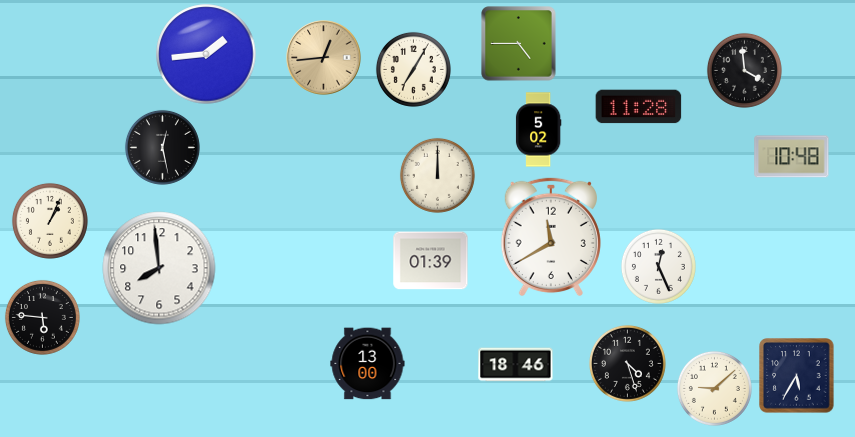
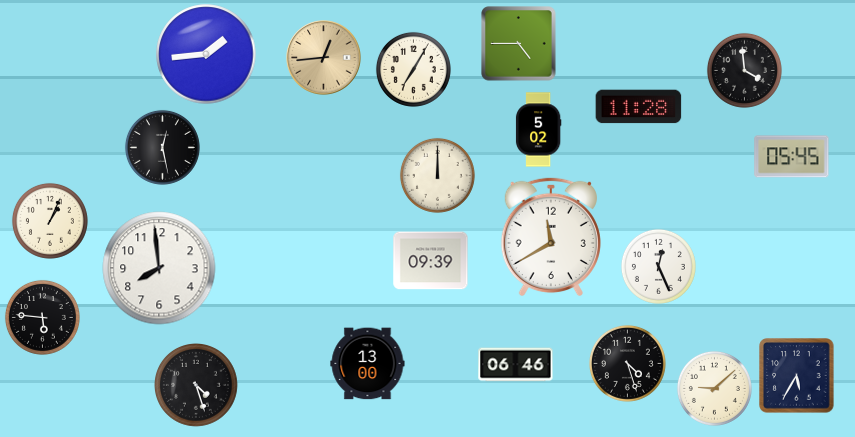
clock at (792, 157): 10:48 -> 05:45
clock at (431, 261): 01:39 -> 09:39
clock at (516, 365): 18:46 -> 06:46
clock at (197, 386): none -> 4:27
